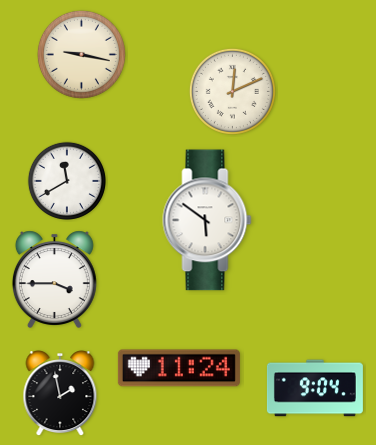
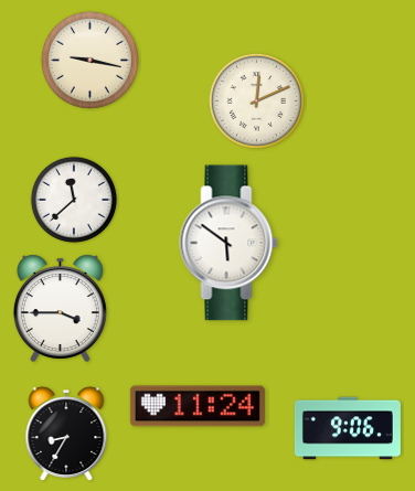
clock at (67, 181): 11:40 -> 11:38
clock at (315, 388): 9:04 -> 9:06
clock at (60, 394): 1:58 -> 8:35
